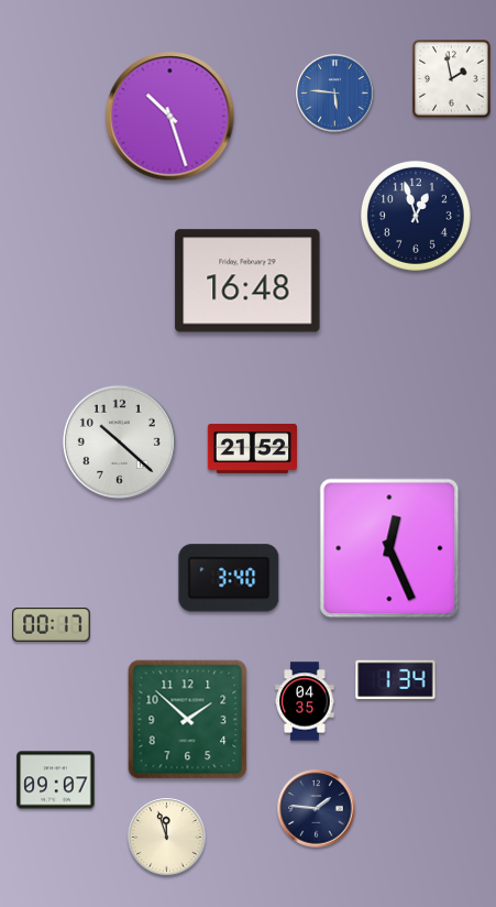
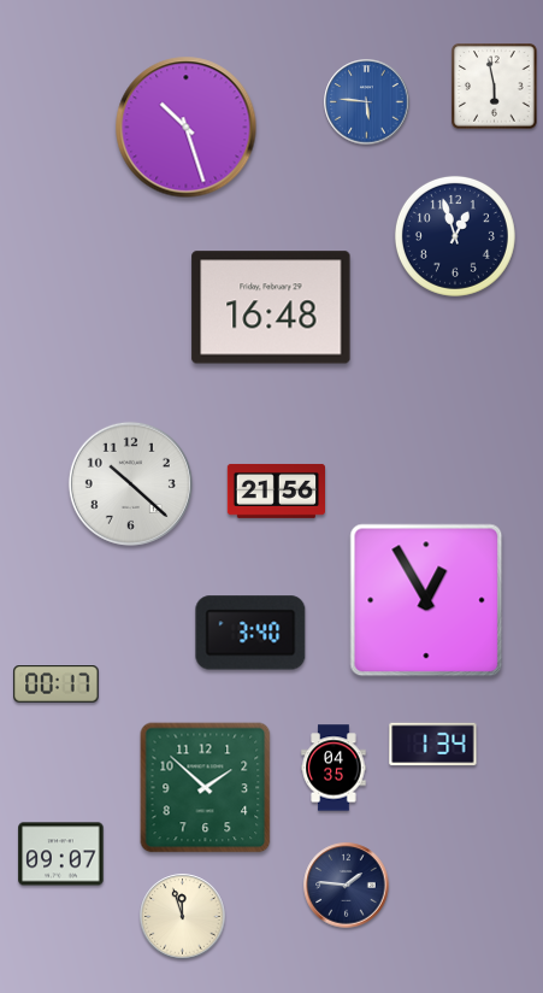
clock at (452, 79): 1:58 -> 5:58
clock at (252, 448): 21:52 -> 21:56
clock at (389, 548): 12:26 -> 12:55
